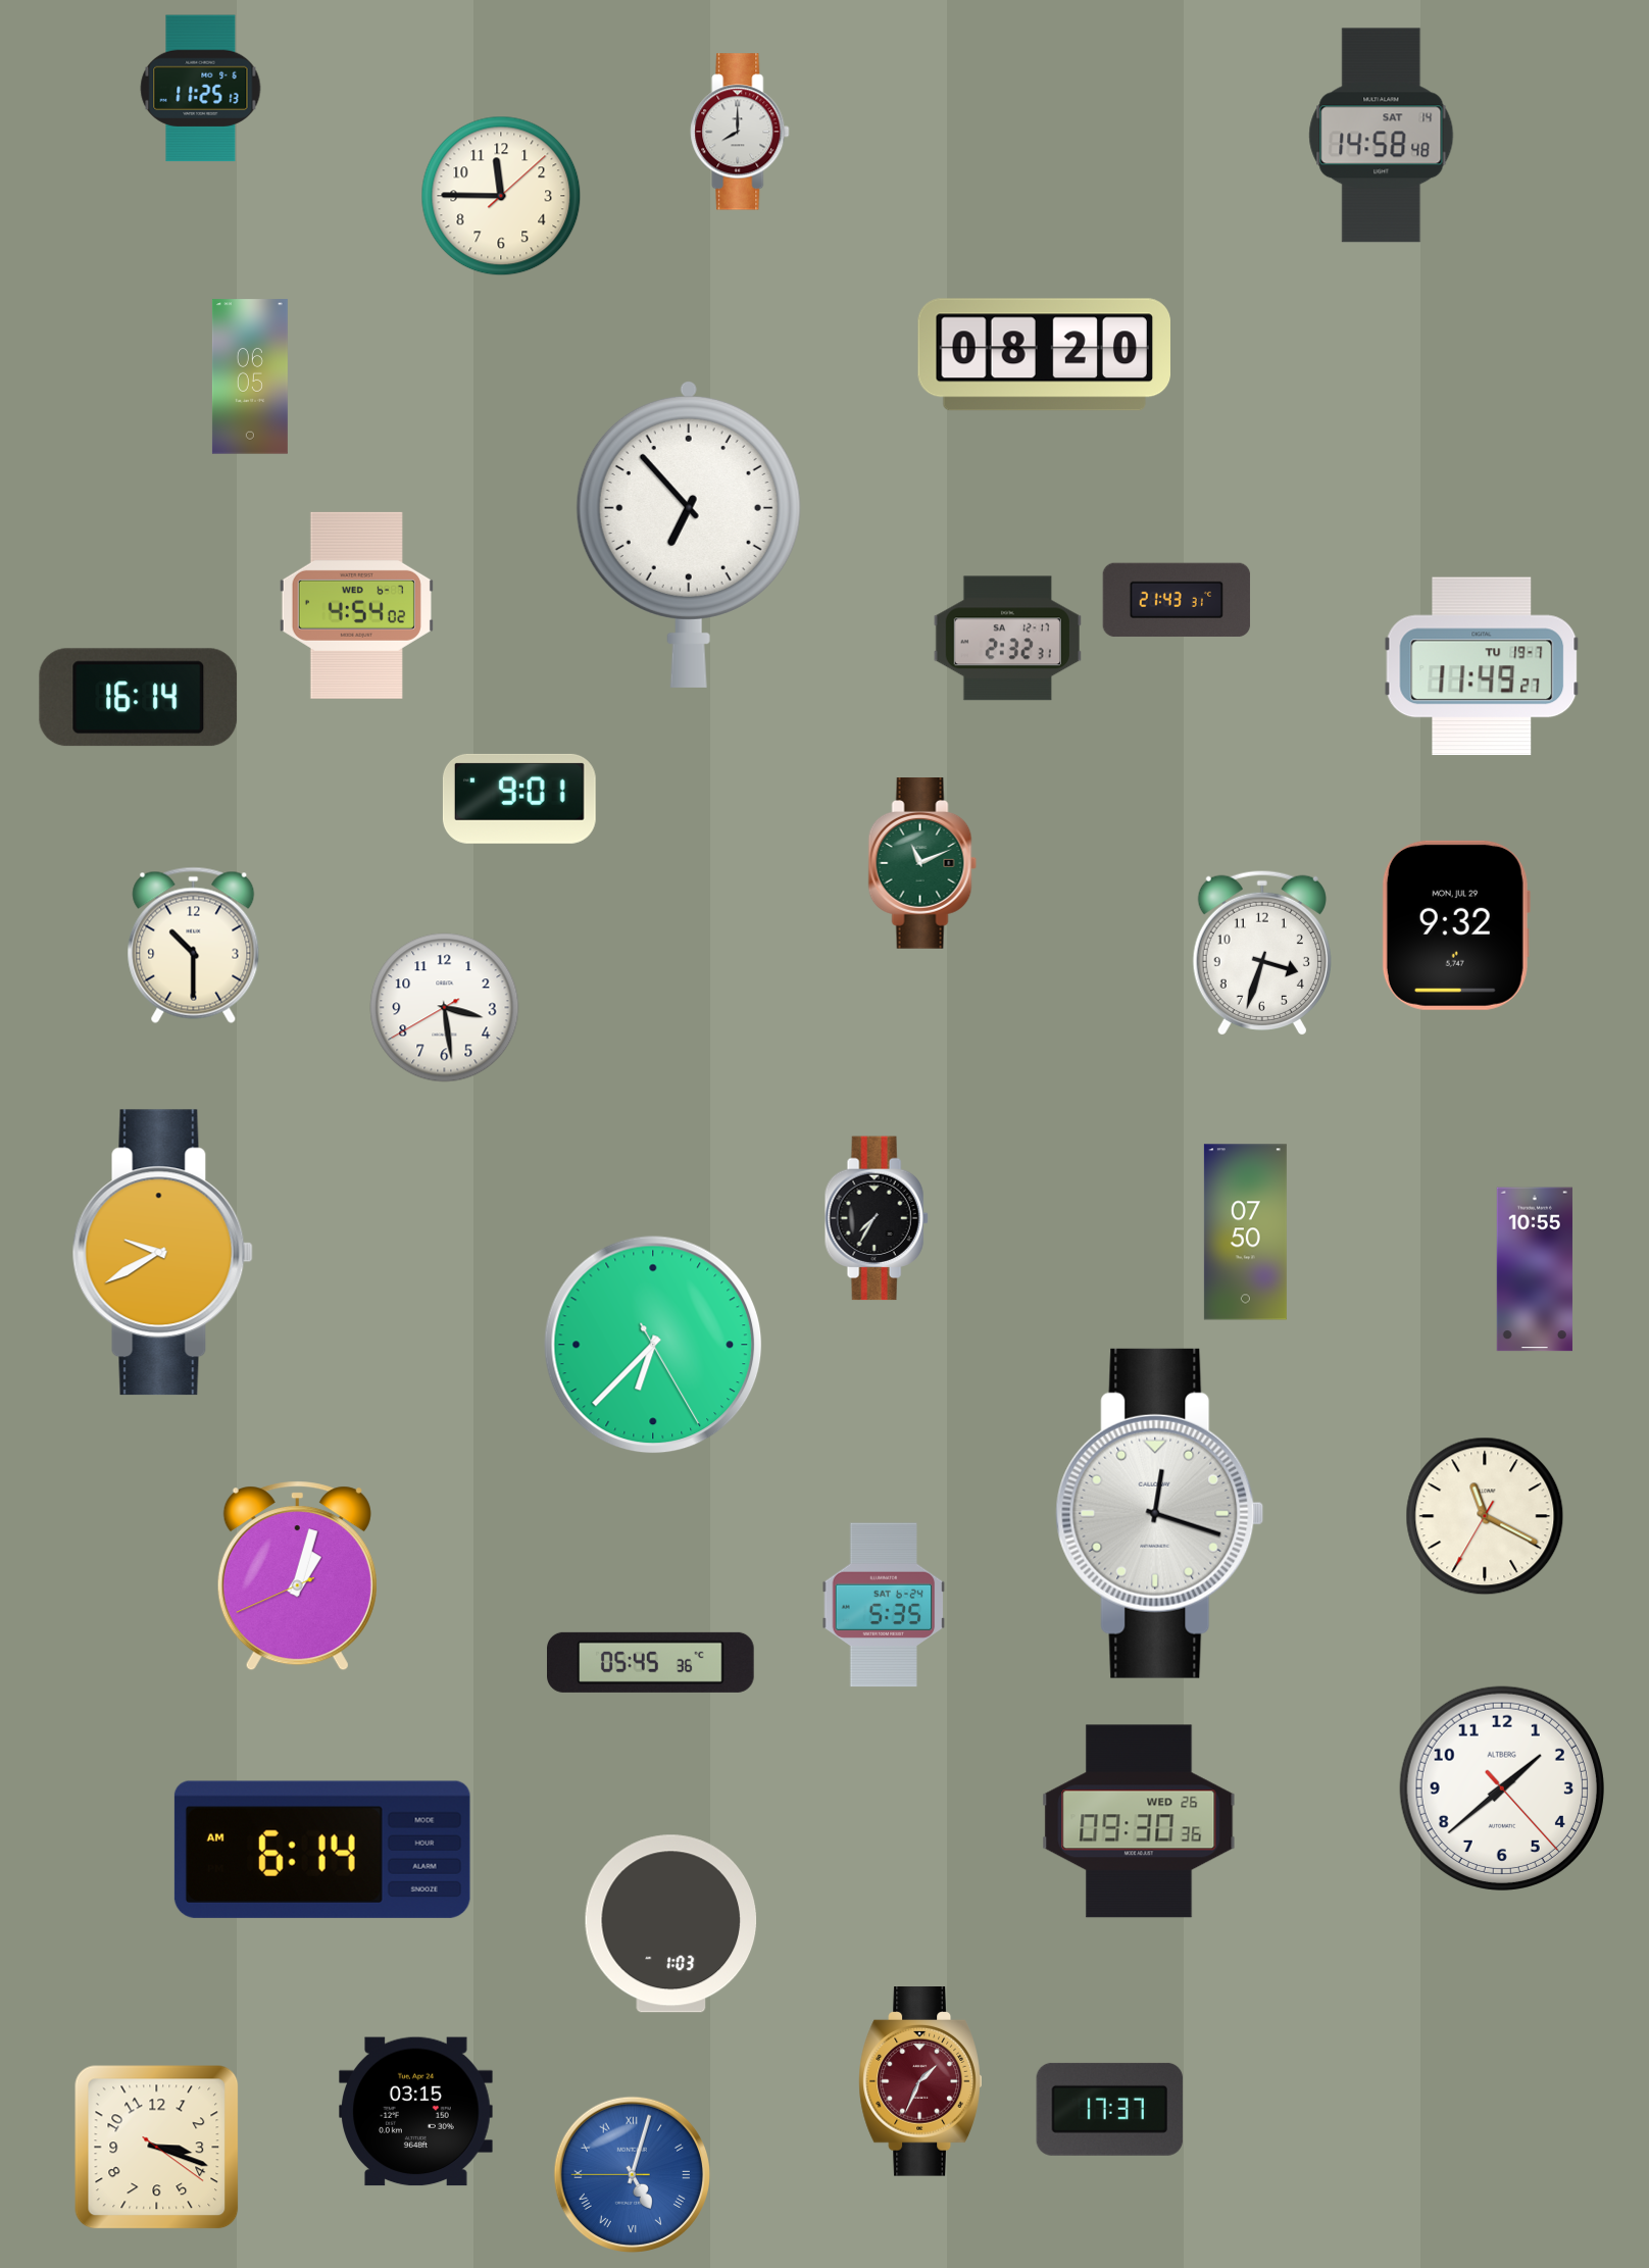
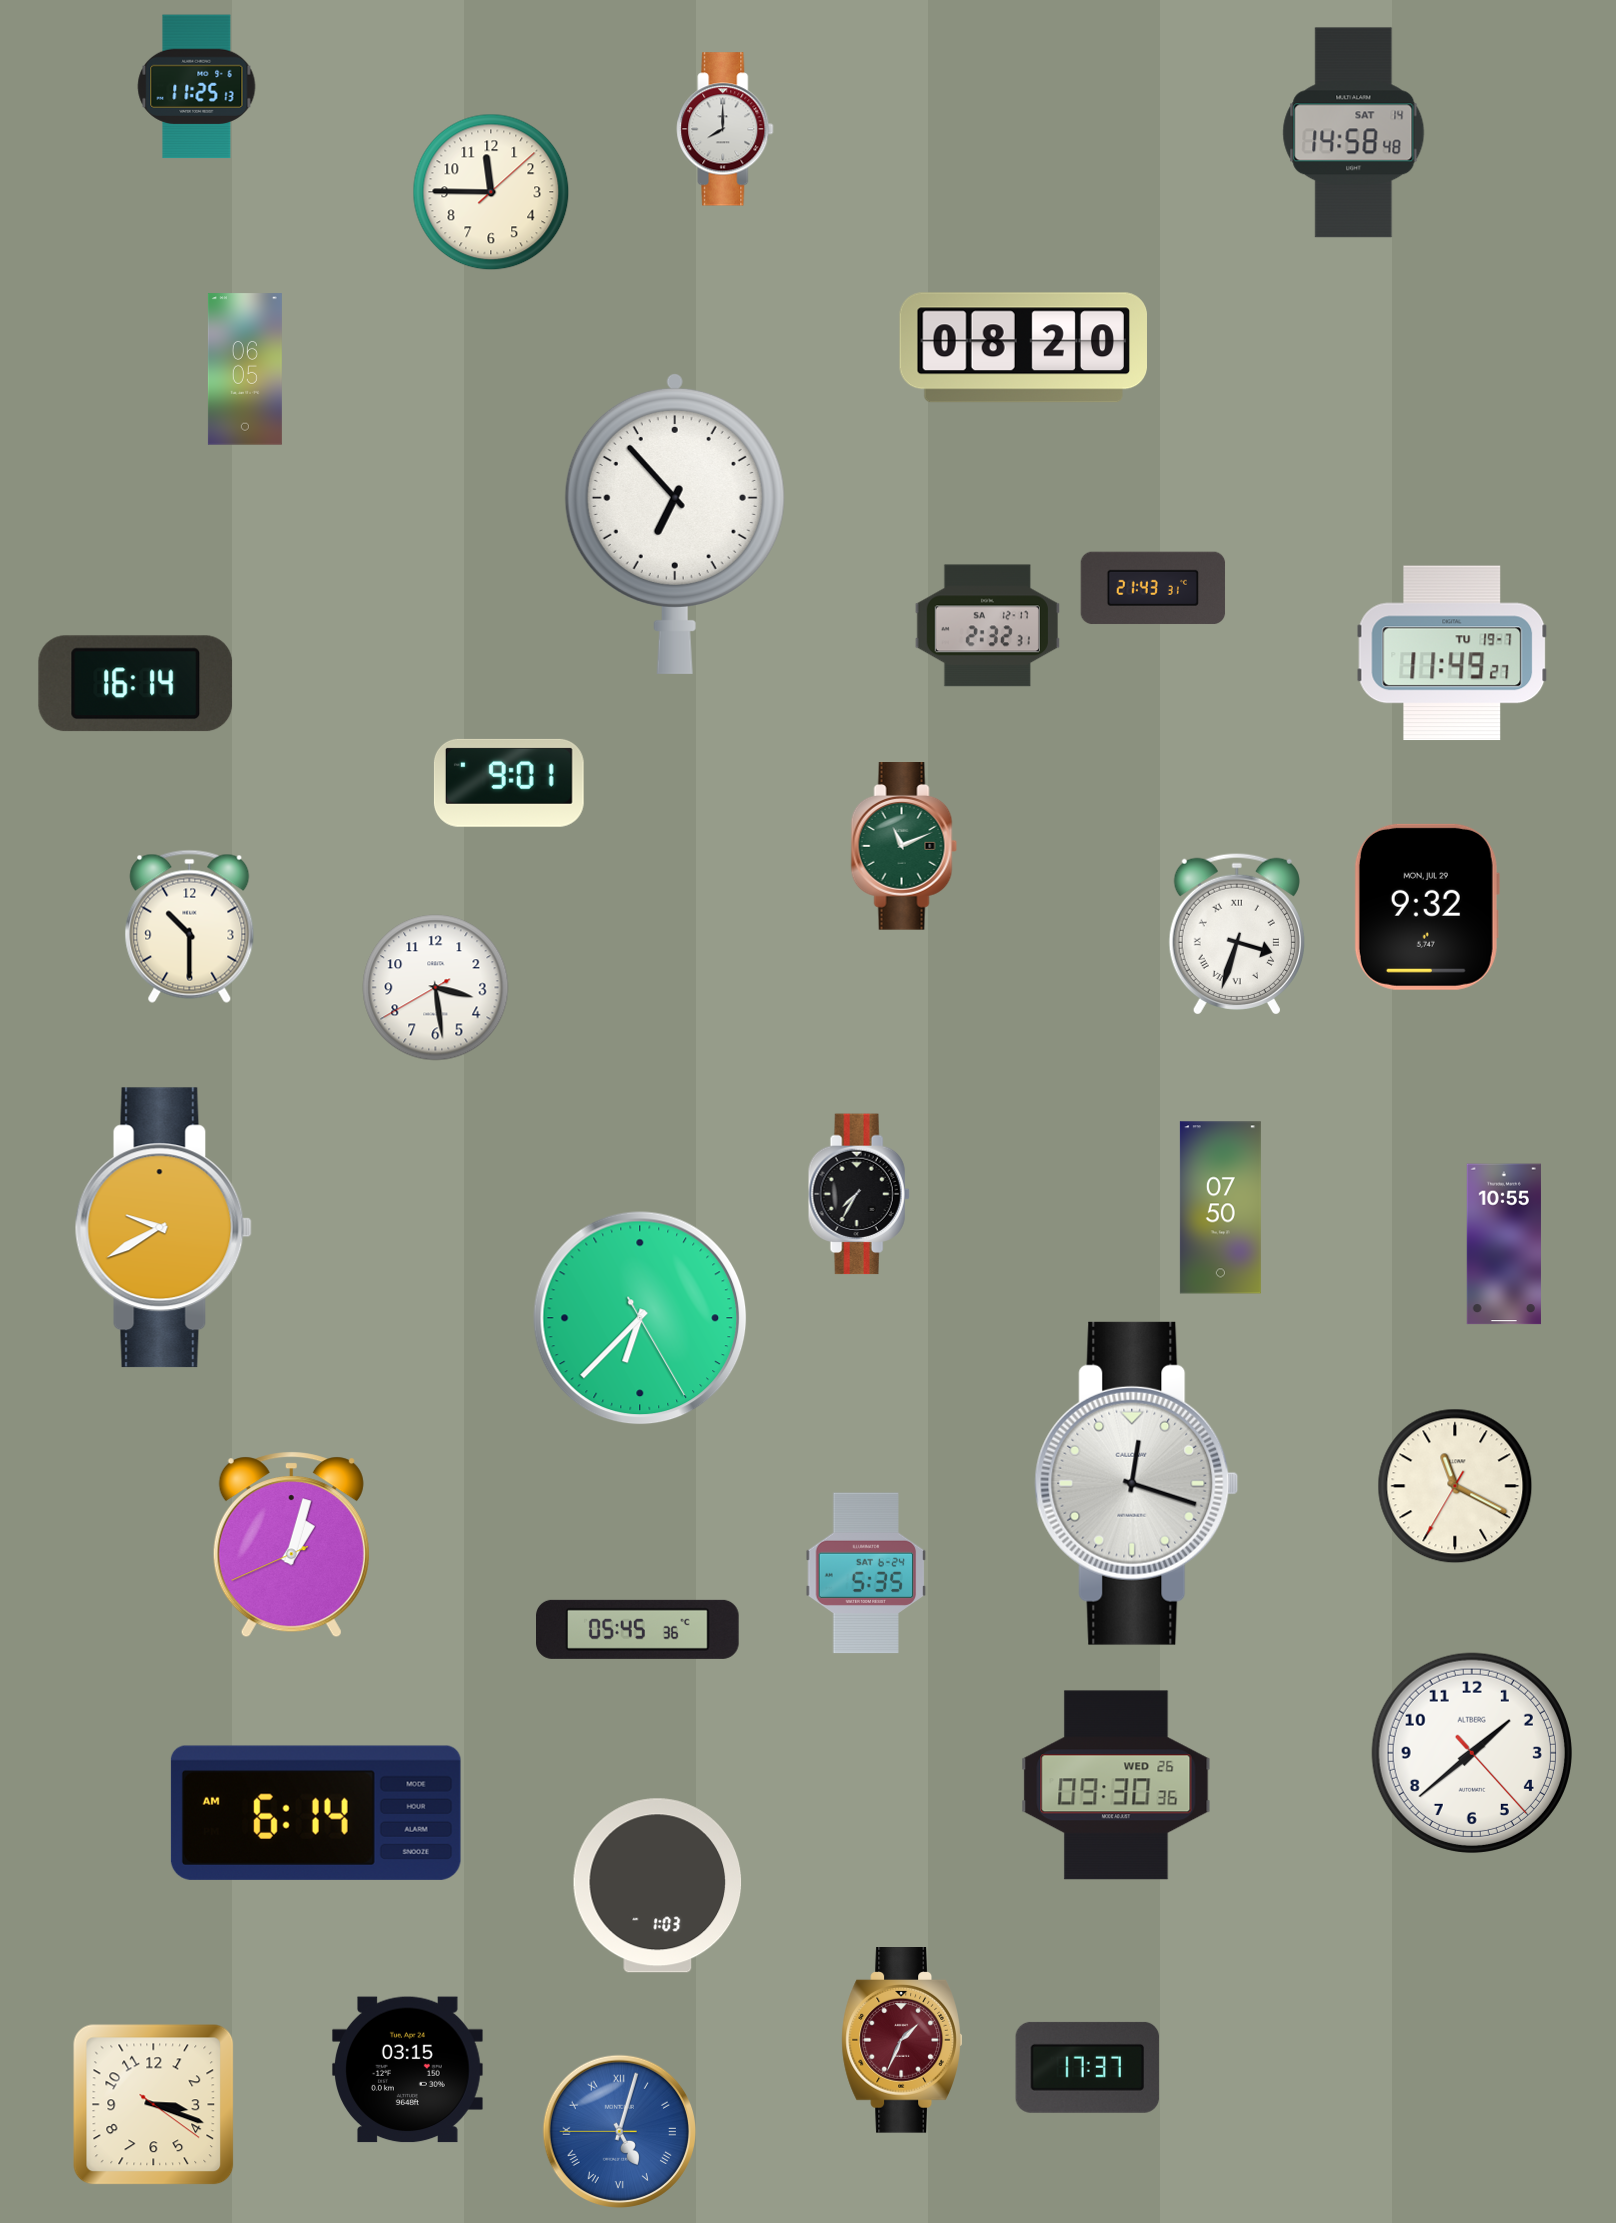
clock at (356, 605): 4:54 -> none
clock at (1262, 953) numerals: Arabic -> Roman
clock at (162, 1253) position: (162, 1253) -> (163, 1228)
